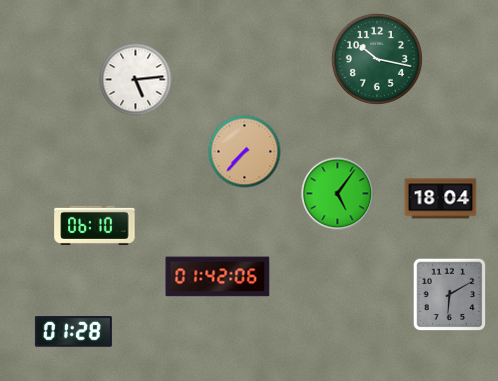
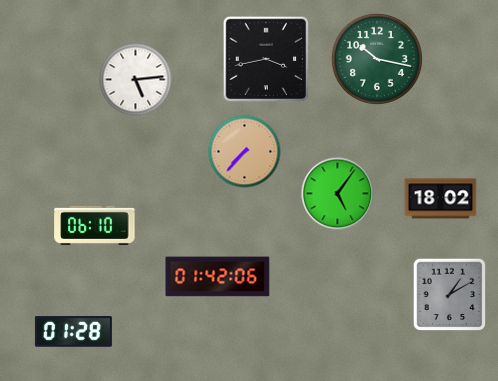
clock at (266, 59): none -> 3:43
clock at (441, 199): 18:04 -> 18:02
clock at (450, 295): 6:10 -> 1:10
